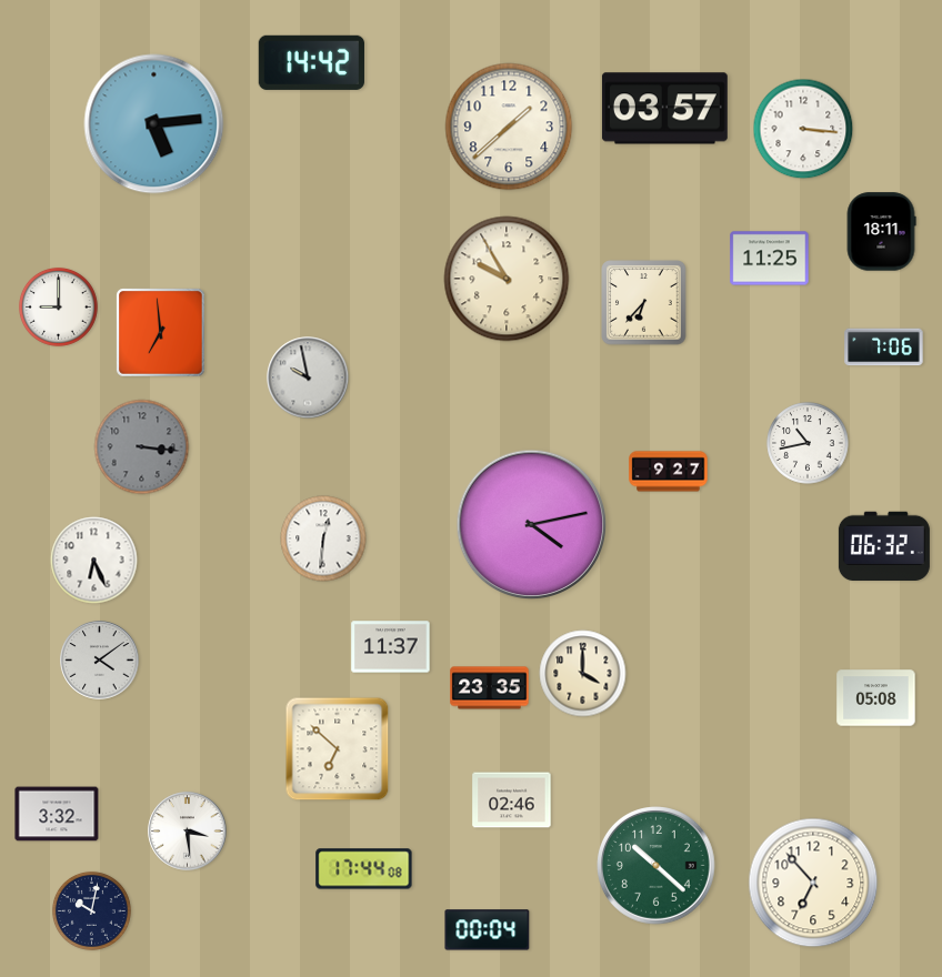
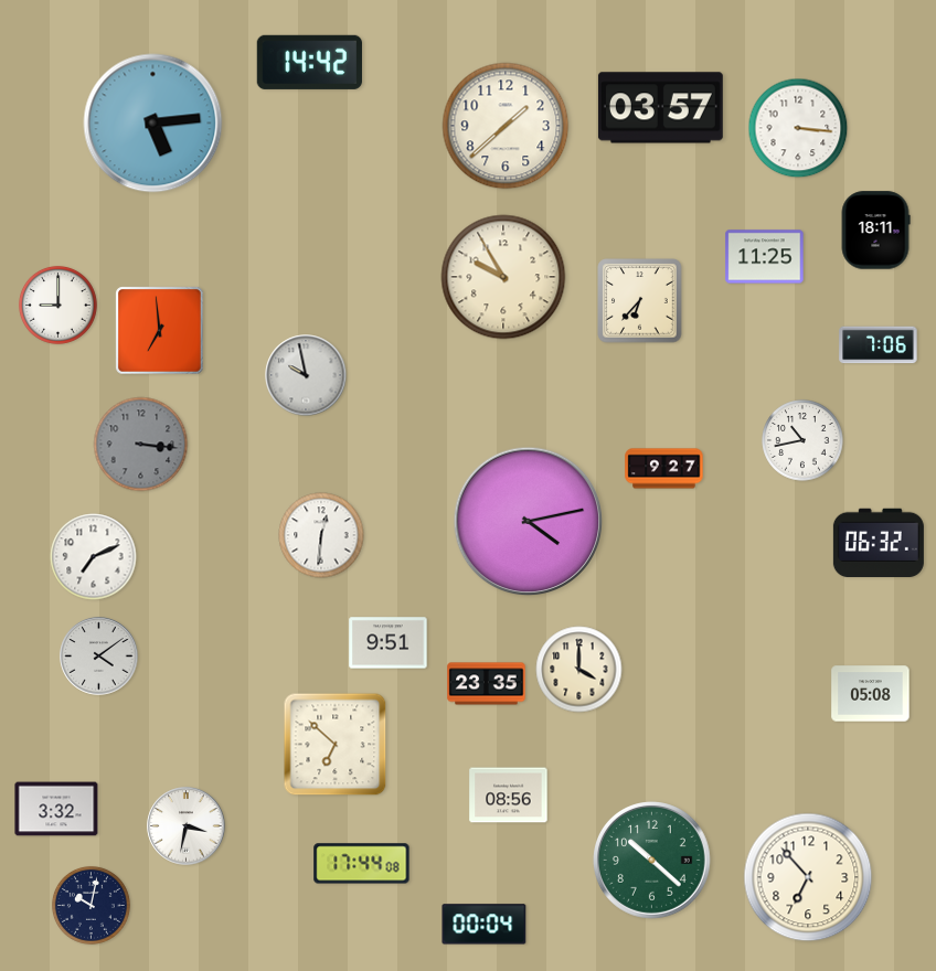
clock at (94, 561): 6:26 -> 7:11
clock at (391, 647): 11:37 -> 9:51
clock at (512, 800): 02:46 -> 08:56
clock at (188, 832): 3:29 -> 3:32
